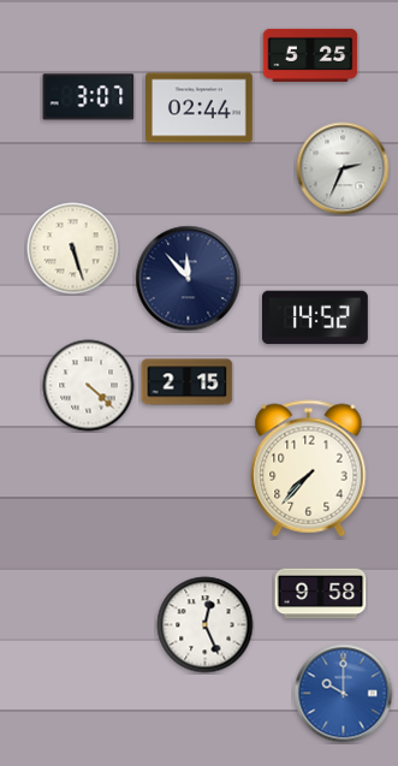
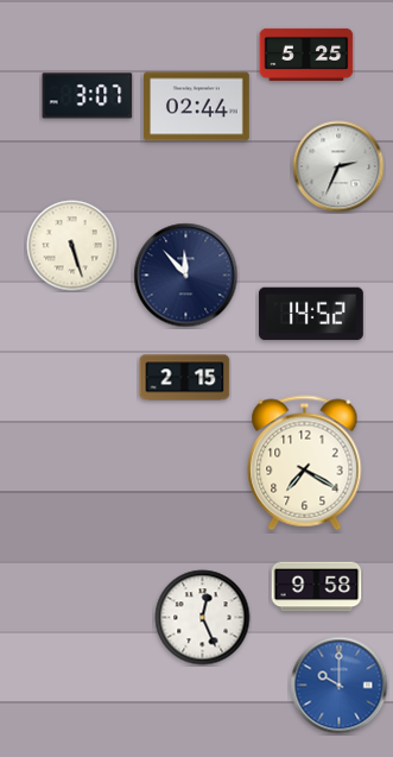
clock at (89, 386): 4:22 -> none
clock at (309, 469): 7:37 -> 7:20
